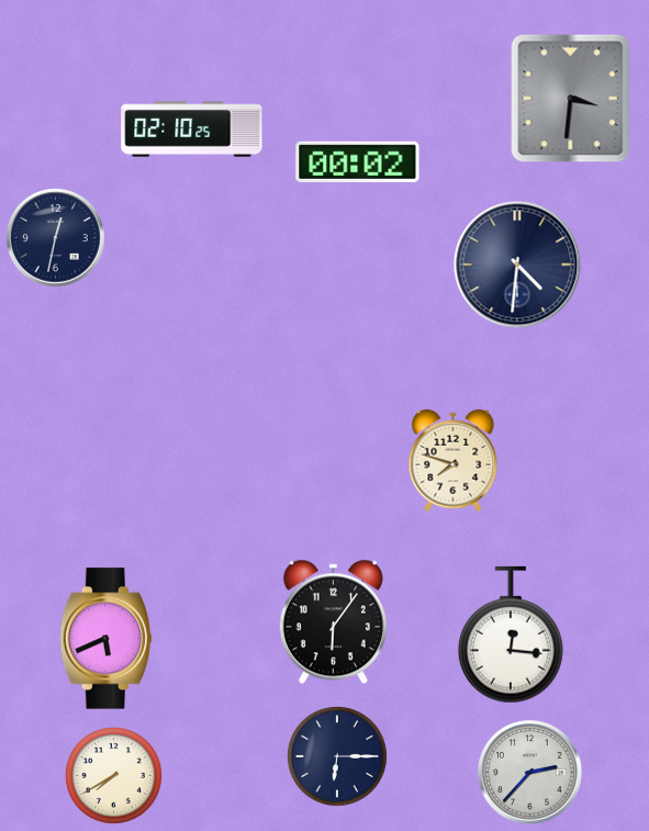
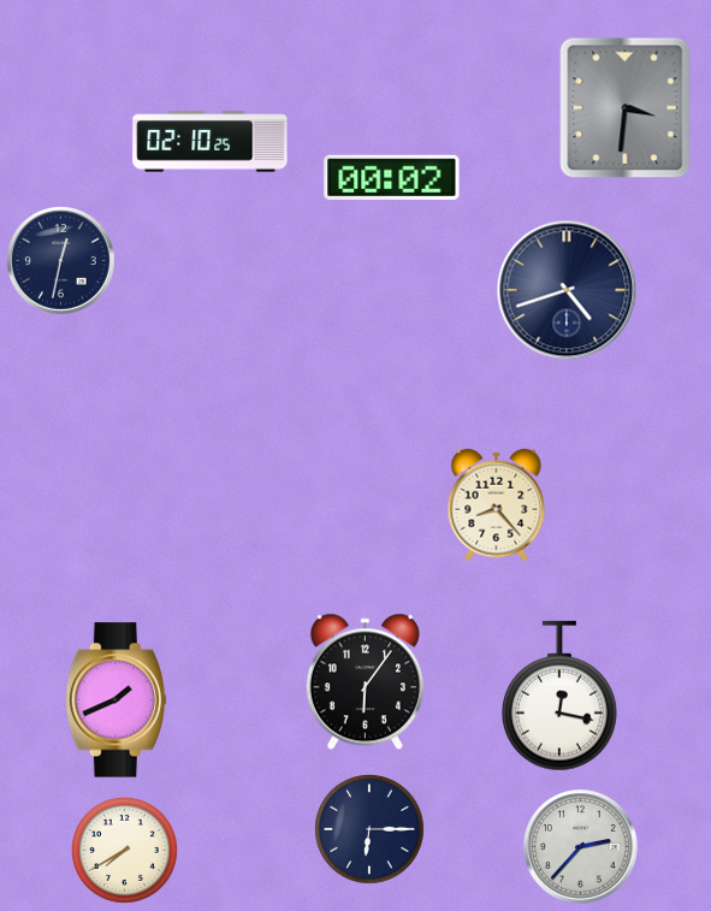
clock at (517, 265): 4:31 -> 4:42
clock at (454, 461): 7:48 -> 8:23
clock at (511, 635): 12:16 -> 12:17
clock at (107, 639): 5:41 -> 1:41
